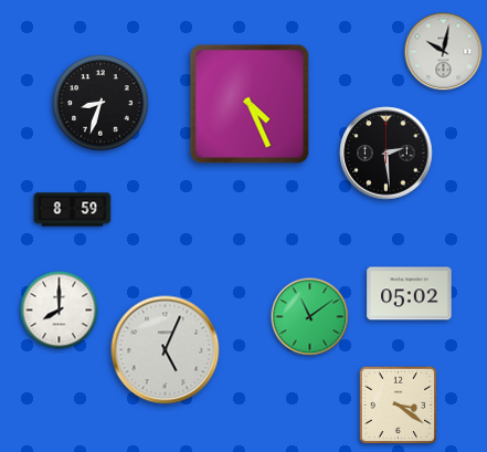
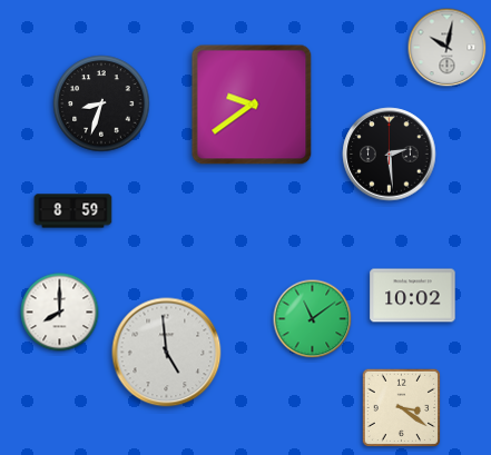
clock at (444, 52) position: (444, 52) -> (448, 48)
clock at (250, 104): 4:26 -> 9:39
clock at (410, 294): 05:02 -> 10:02
clock at (166, 350): 5:04 -> 4:59
